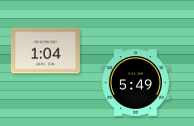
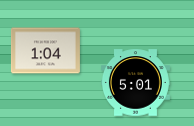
clock at (135, 83): 5:49 -> 5:01
